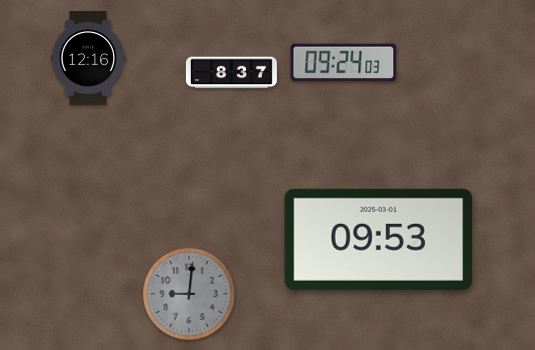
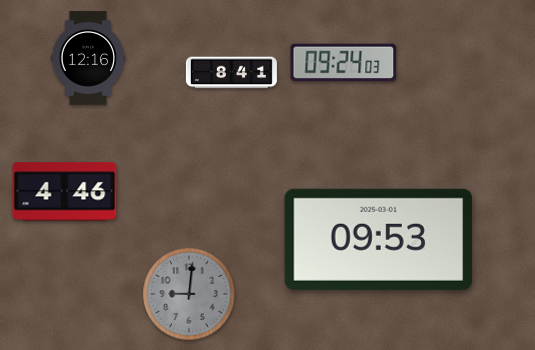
clock at (231, 73): 8:37 -> 8:41
clock at (65, 192): none -> 4:46
